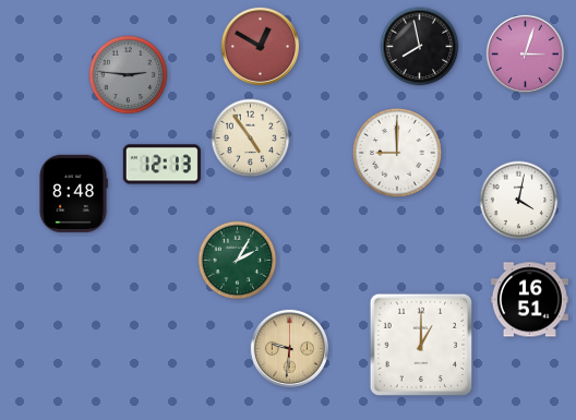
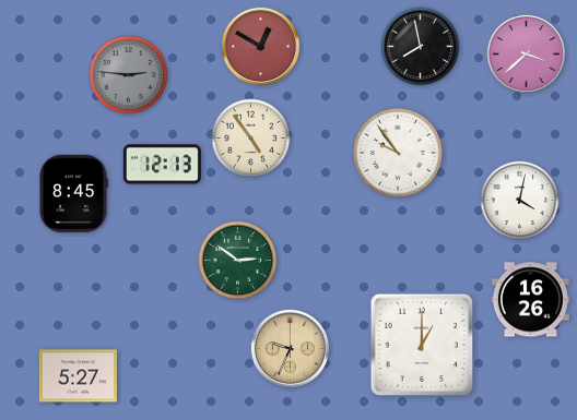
clock at (525, 53): 3:03 -> 3:38
clock at (397, 153): 9:00 -> 9:54
clock at (73, 193): 8:48 -> 8:45
clock at (238, 261): 2:05 -> 2:51
clock at (529, 300): 16:51 -> 16:26
clock at (289, 348): 9:31 -> 9:34
clock at (78, 376): none -> 5:27
